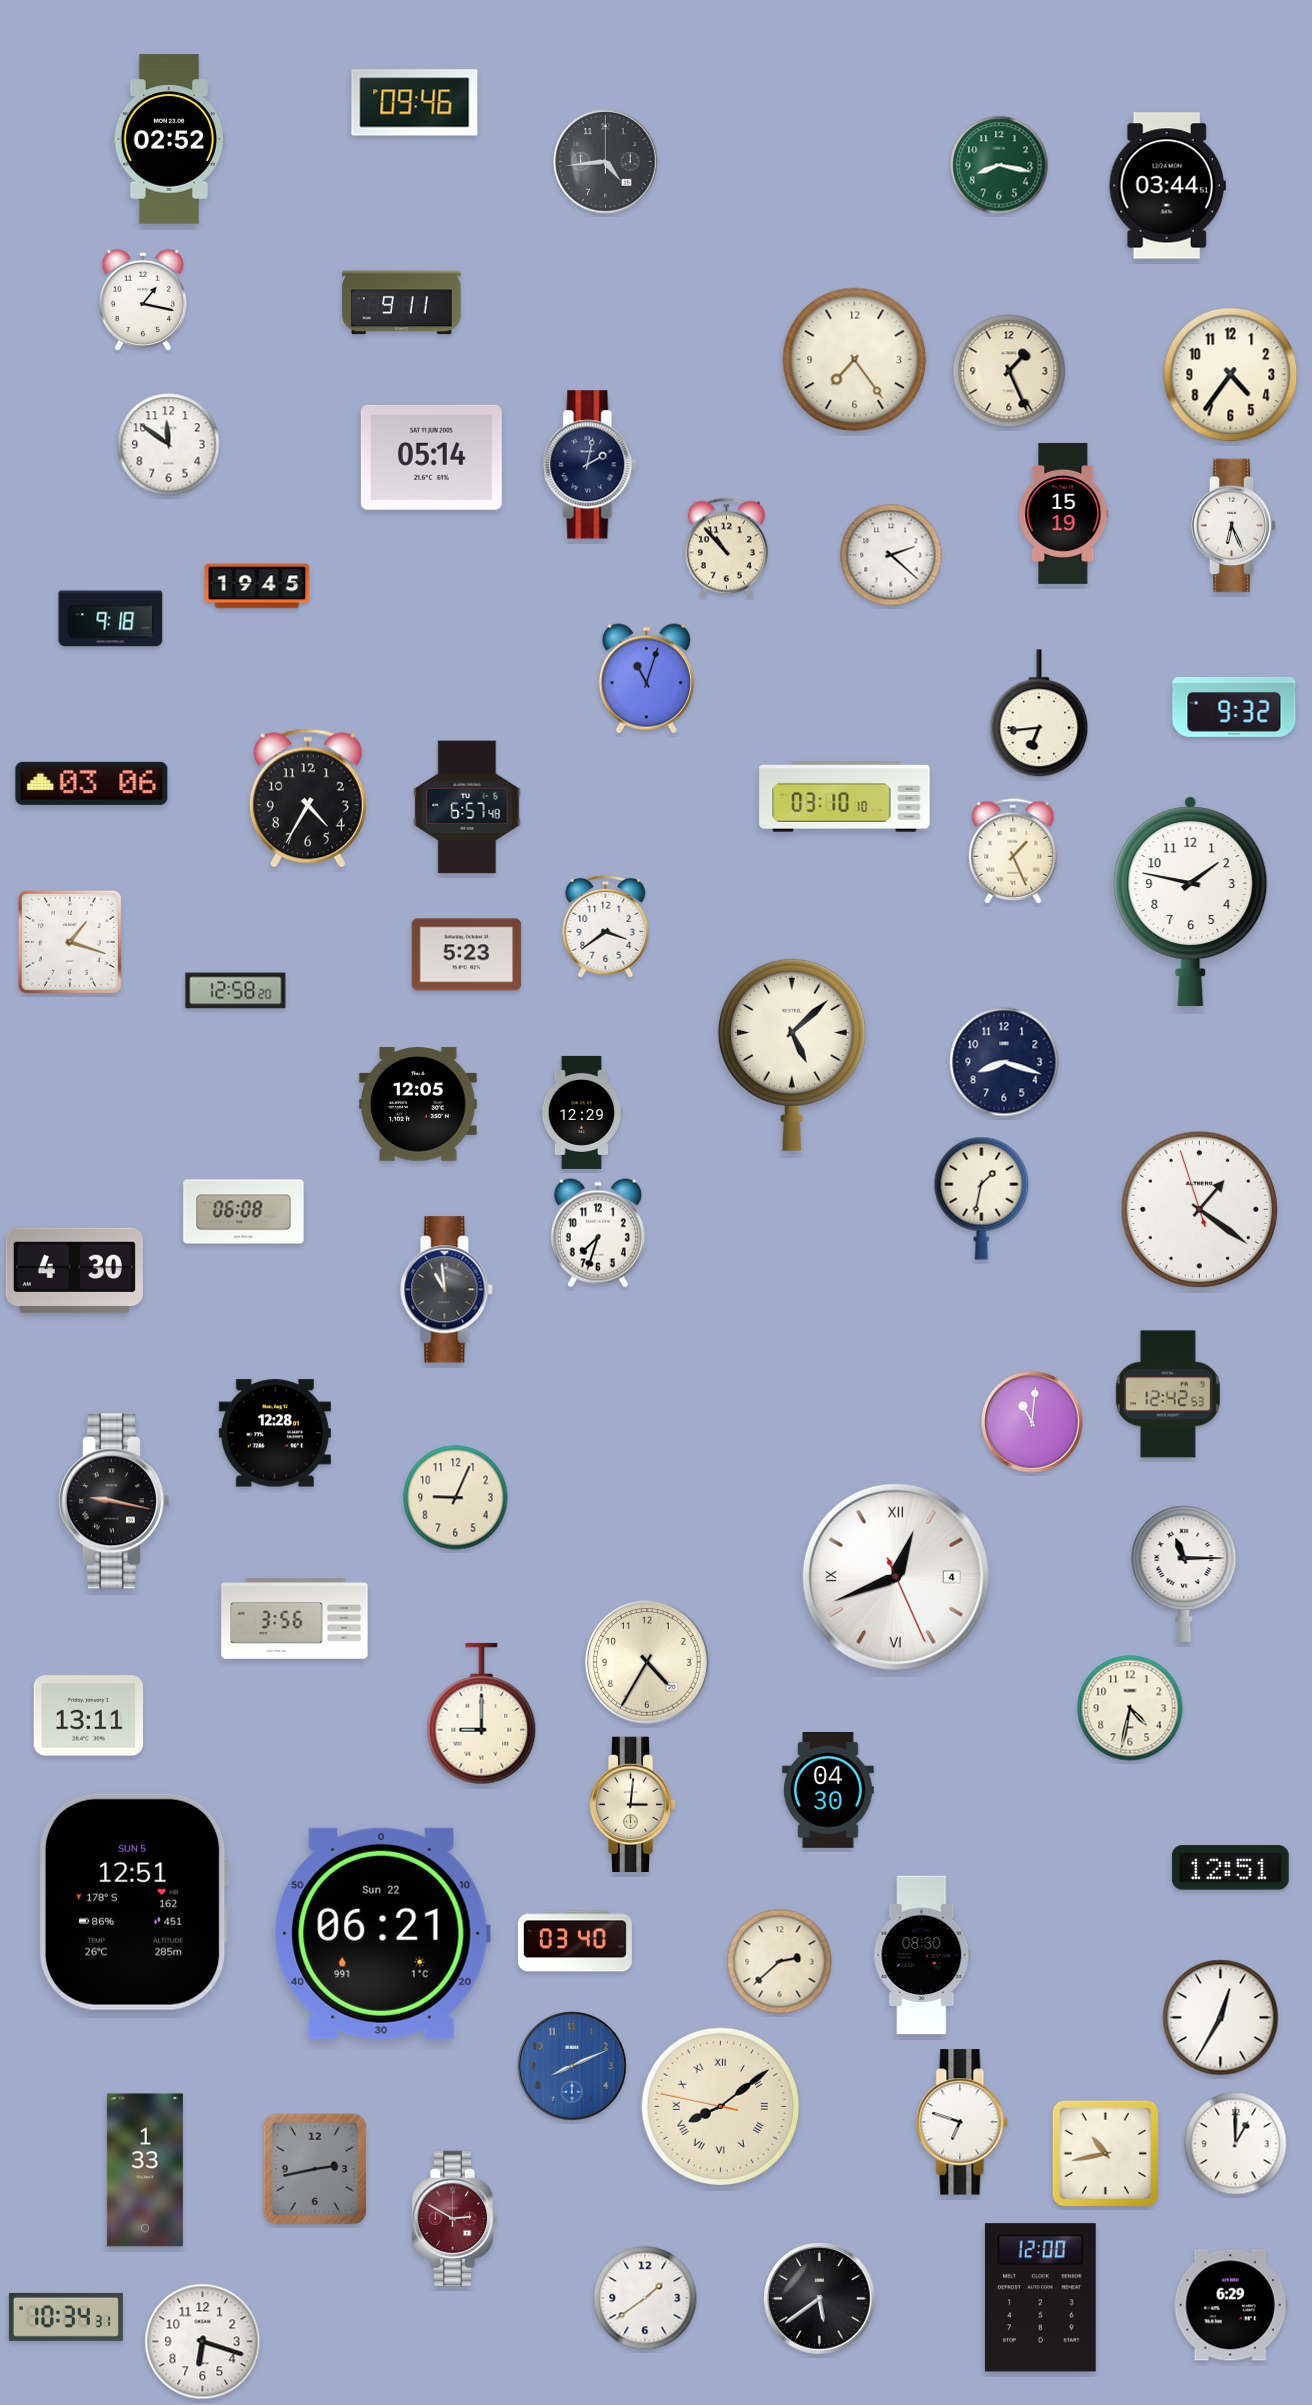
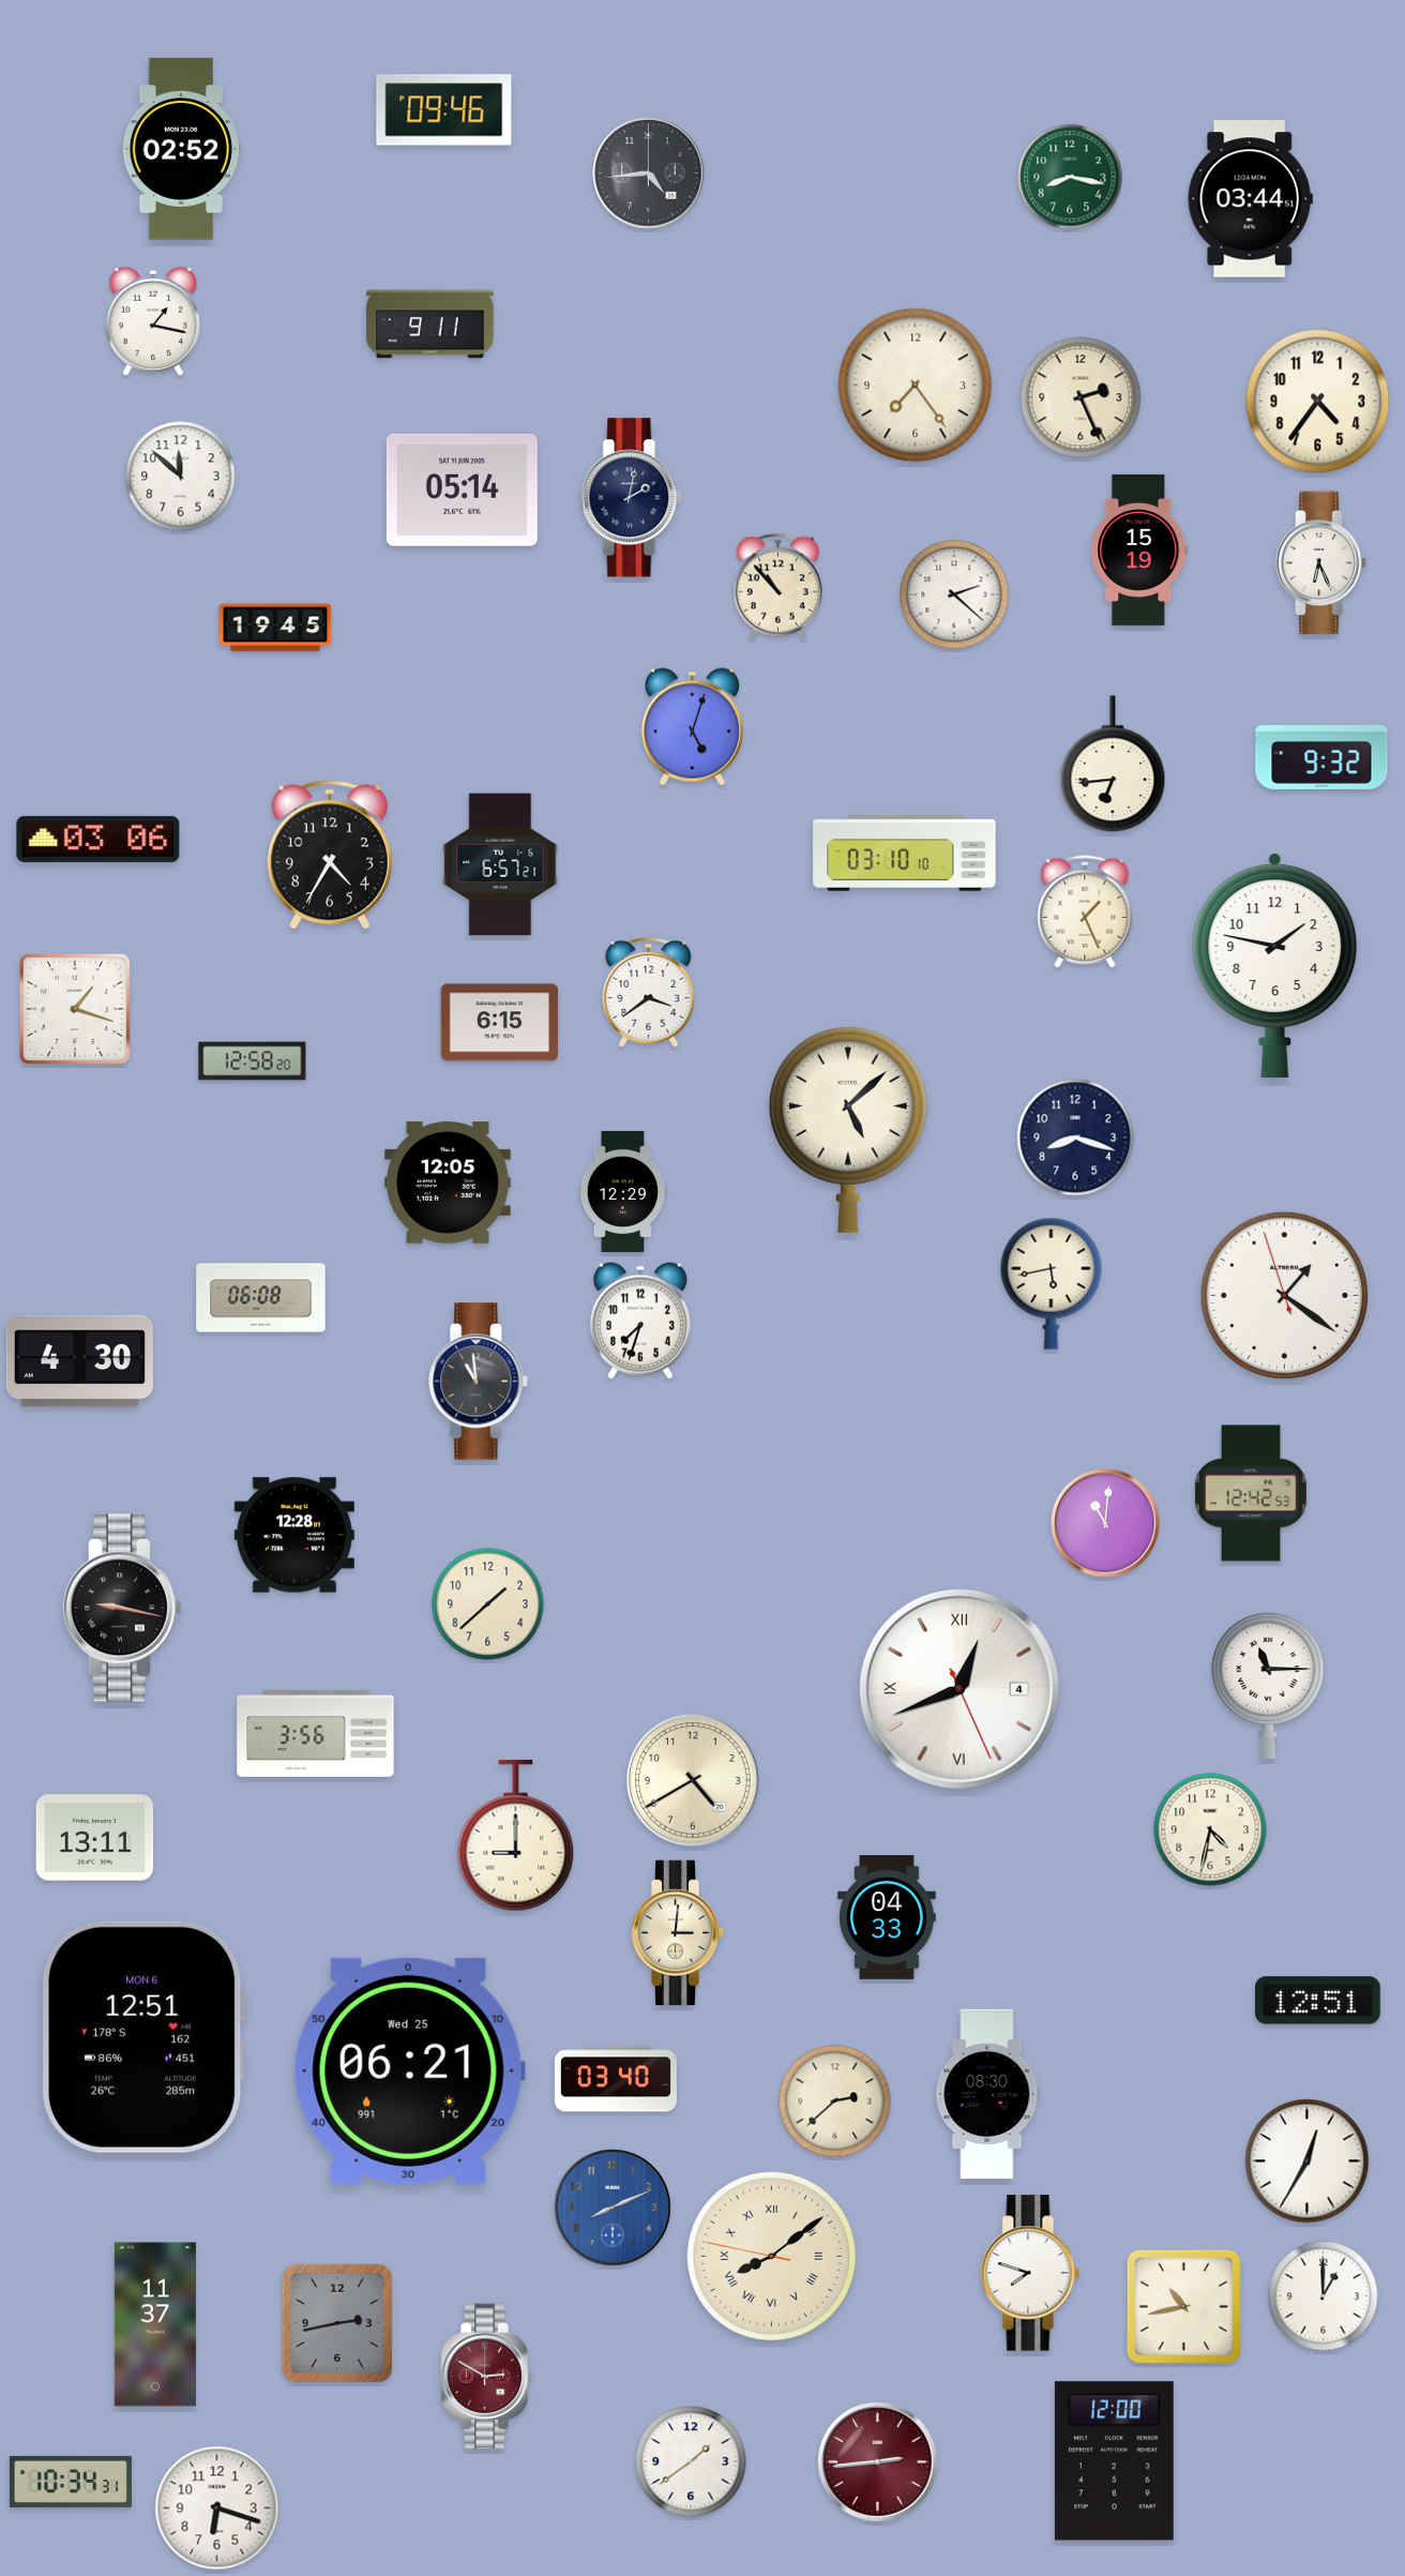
clock at (1009, 371): 1:26 -> 2:26
clock at (169, 445): 11:51 -> 11:52
clock at (111, 619): 9:18 -> none
clock at (646, 679): 11:03 -> 5:03
clock at (467, 807): 6:57:48 -> 6:57:21
clock at (467, 955): 5:23 -> 6:15
clock at (982, 1198): 1:32 -> 5:43
clock at (456, 1498): 9:04 -> 1:38
clock at (647, 1662): 4:35 -> 4:40
clock at (829, 1790): 04:30 -> 04:33
clock at (135, 1902) date: SUN 5 -> MON 6
clock at (382, 1933) date: Sun 22 -> Wed 25
clock at (572, 2066) position: (572, 2066) -> (613, 2208)
clock at (962, 2122): 6:48 -> 7:48
clock at (145, 2170): 1:33 -> 11:37
clock at (820, 2299): 5:39 -> 2:44
clock at (820, 2299) dial: black -> burgundy
clock at (1231, 2305): 6:29 -> none
